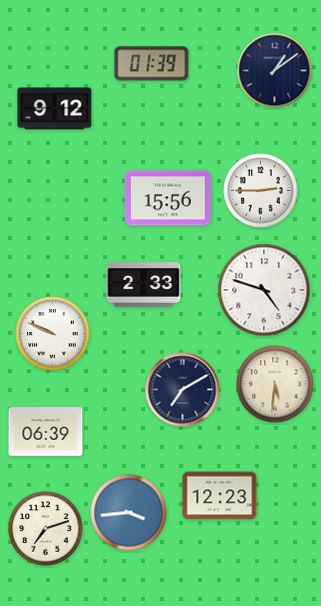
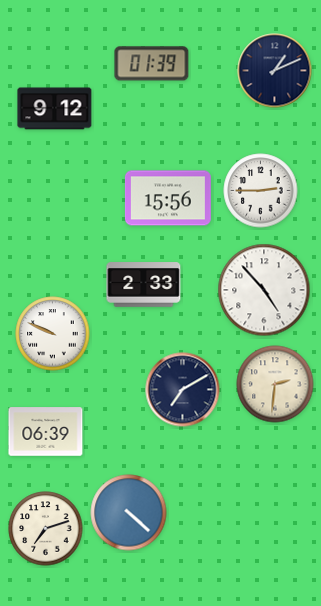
clock at (275, 71): 1:09 -> 1:11
clock at (264, 290): 4:48 -> 4:53
clock at (275, 384): 5:31 -> 2:31
clock at (220, 496): 12:23 -> none
clock at (129, 513): 3:44 -> 4:22
